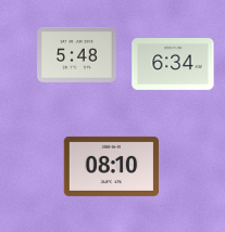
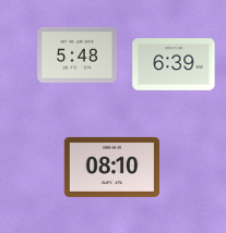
clock at (173, 65): 6:34 -> 6:39
